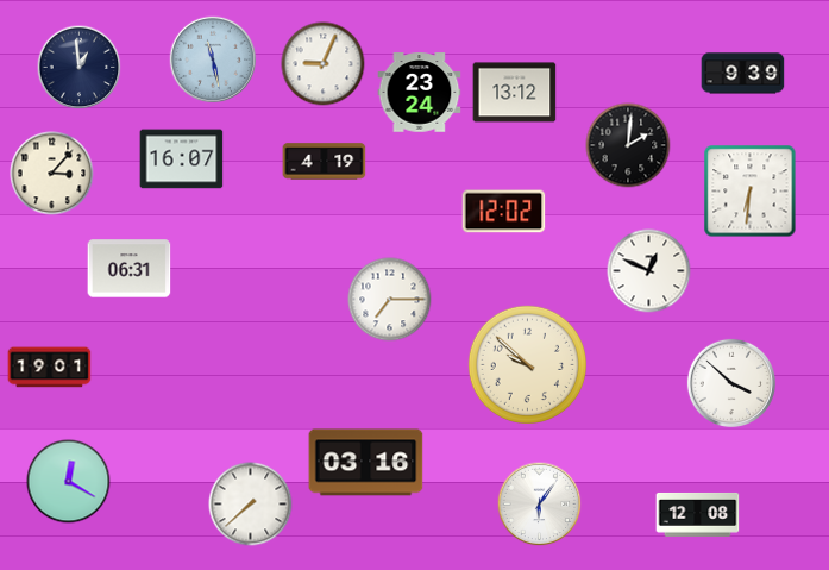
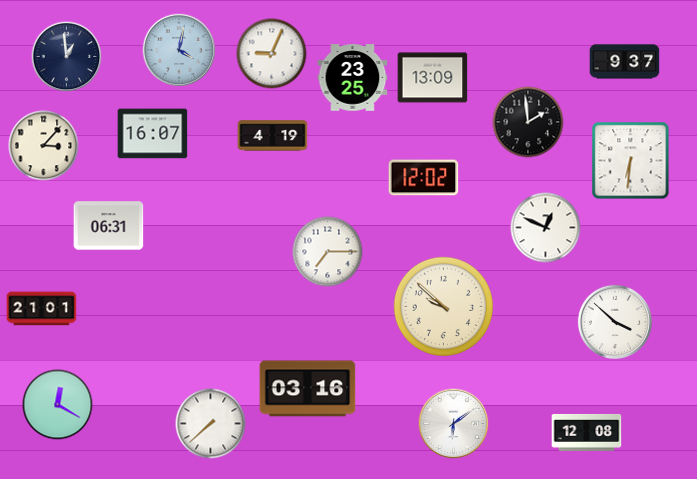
clock at (213, 59): 11:28 -> 4:02
clock at (743, 74): 9:39 -> 9:37
clock at (420, 93): 23:24 -> 23:25
clock at (515, 93): 13:12 -> 13:09
clock at (628, 145): 2:01 -> 1:59
clock at (50, 368): 19:01 -> 21:01
clock at (540, 505): 6:06 -> 6:09
